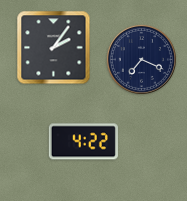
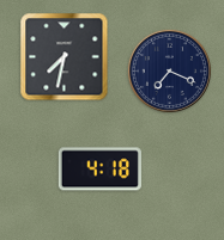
clock at (54, 48): 2:06 -> 7:32
clock at (83, 142): 4:22 -> 4:18
